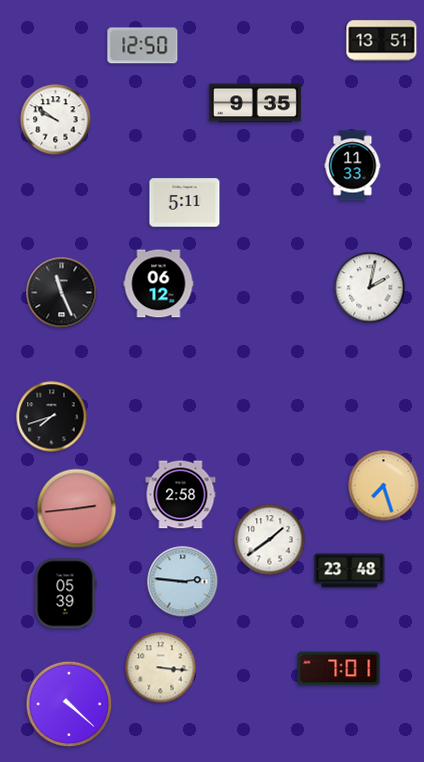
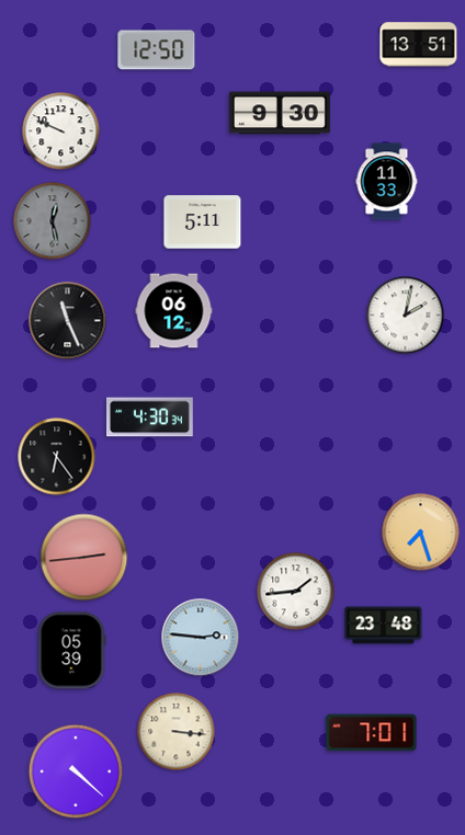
clock at (255, 103): 9:35 -> 9:30
clock at (56, 120): 9:51 -> 9:49
clock at (53, 221): none -> 12:28
clock at (150, 417): none -> 4:30
clock at (52, 417): 7:42 -> 6:24
clock at (181, 495): 2:58 -> none
clock at (270, 540): 1:39 -> 1:44
